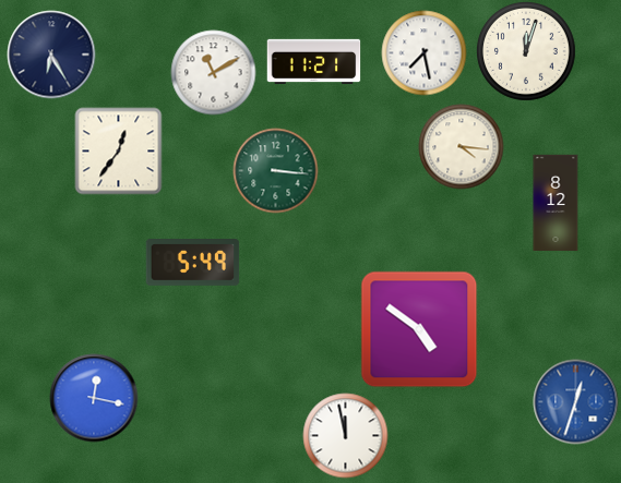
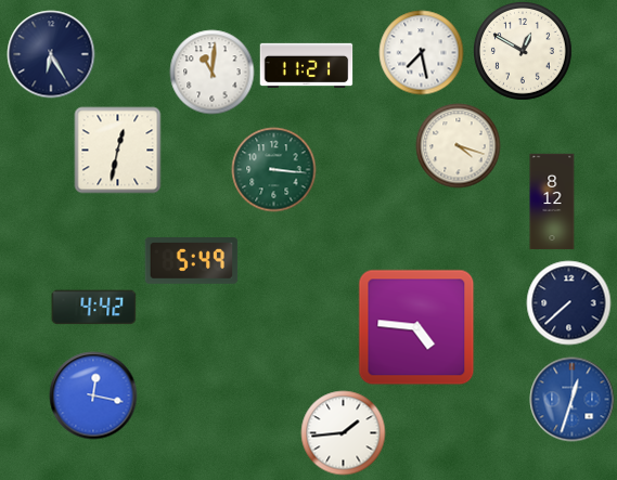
clock at (526, 51): 12:03 -> 12:50
clock at (313, 61) position: (313, 61) -> (306, 65)
clock at (213, 72): 11:10 -> 11:01
clock at (461, 146): 4:16 -> 4:18
clock at (118, 150): 12:36 -> 12:32
clock at (568, 302): none -> 7:38
clock at (93, 308): none -> 4:42
clock at (419, 329): 4:51 -> 4:46
clock at (345, 435): 11:58 -> 1:44
